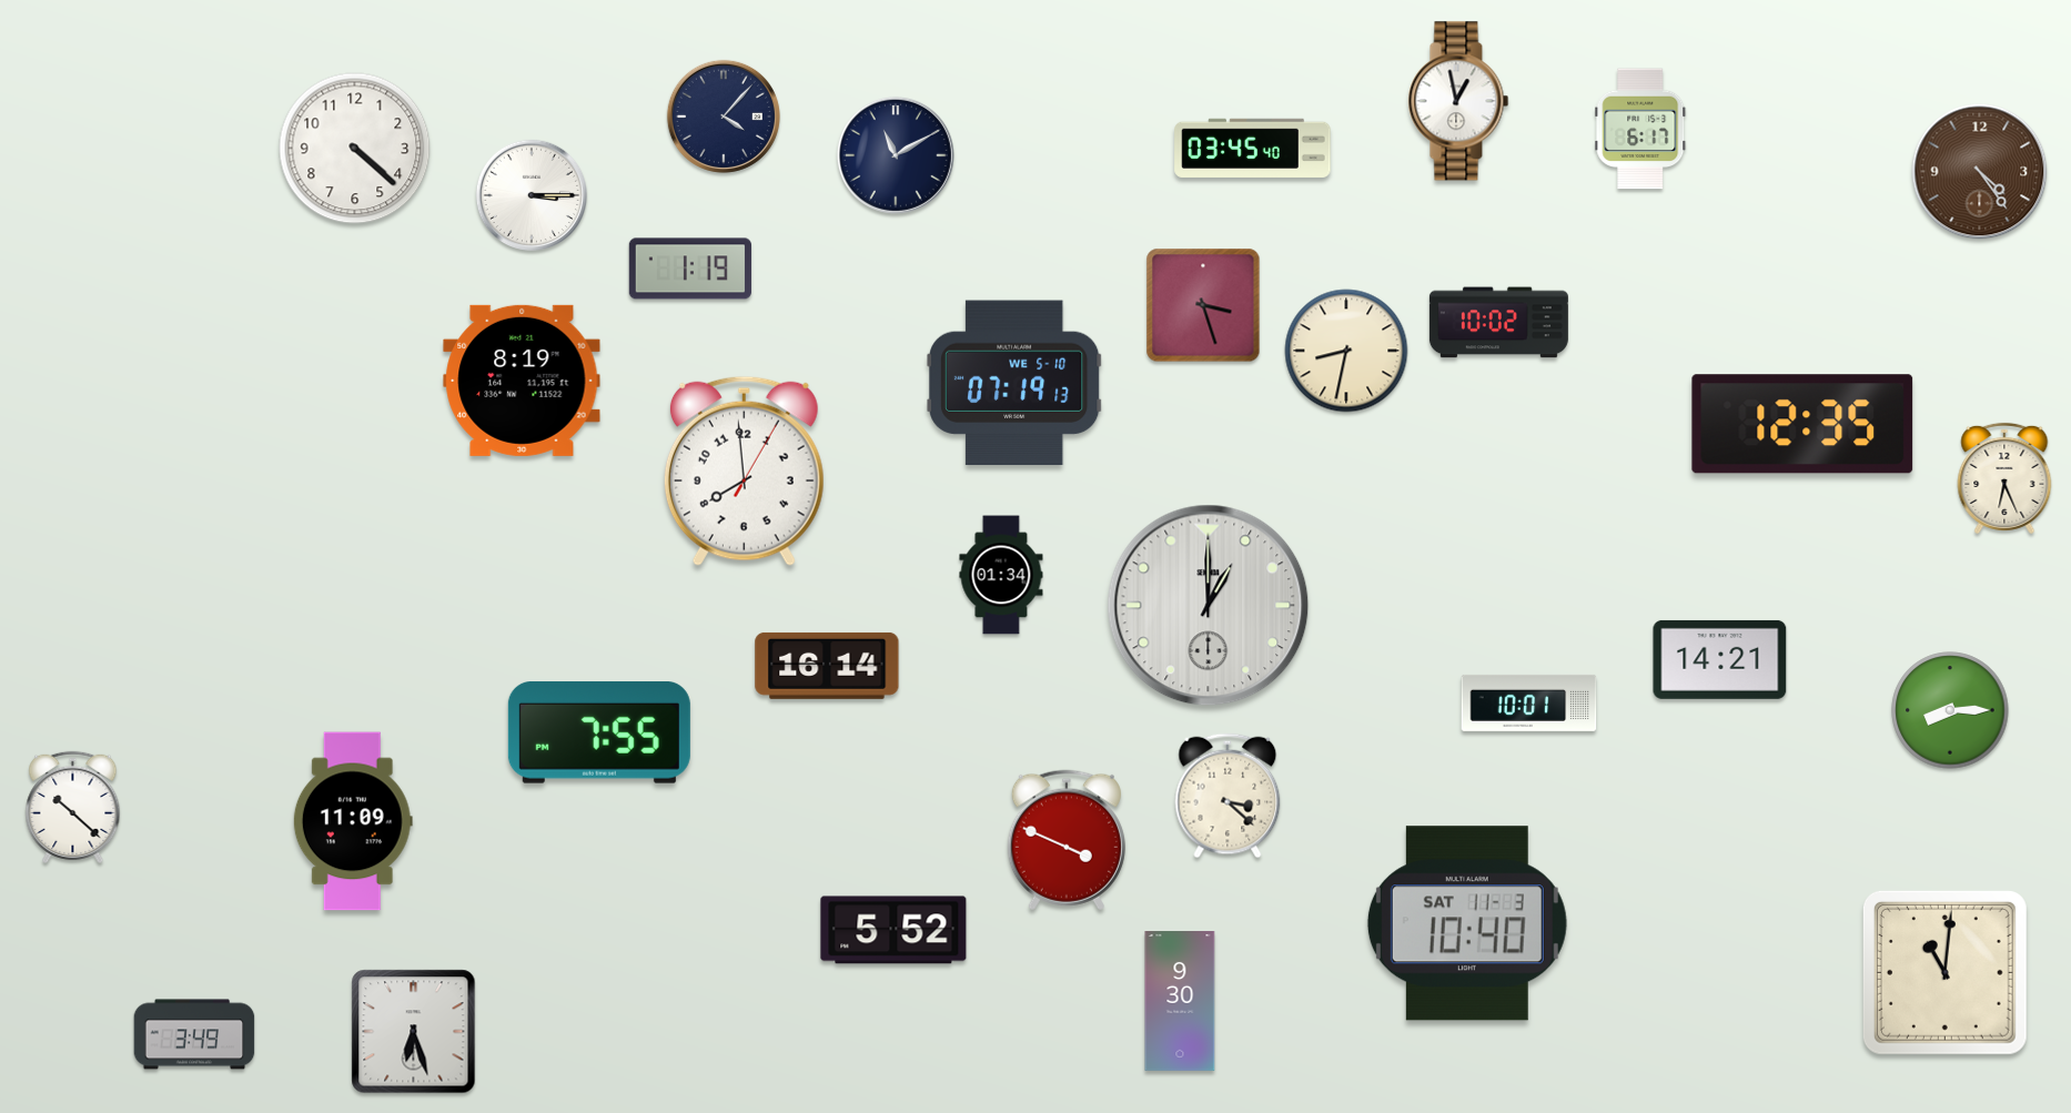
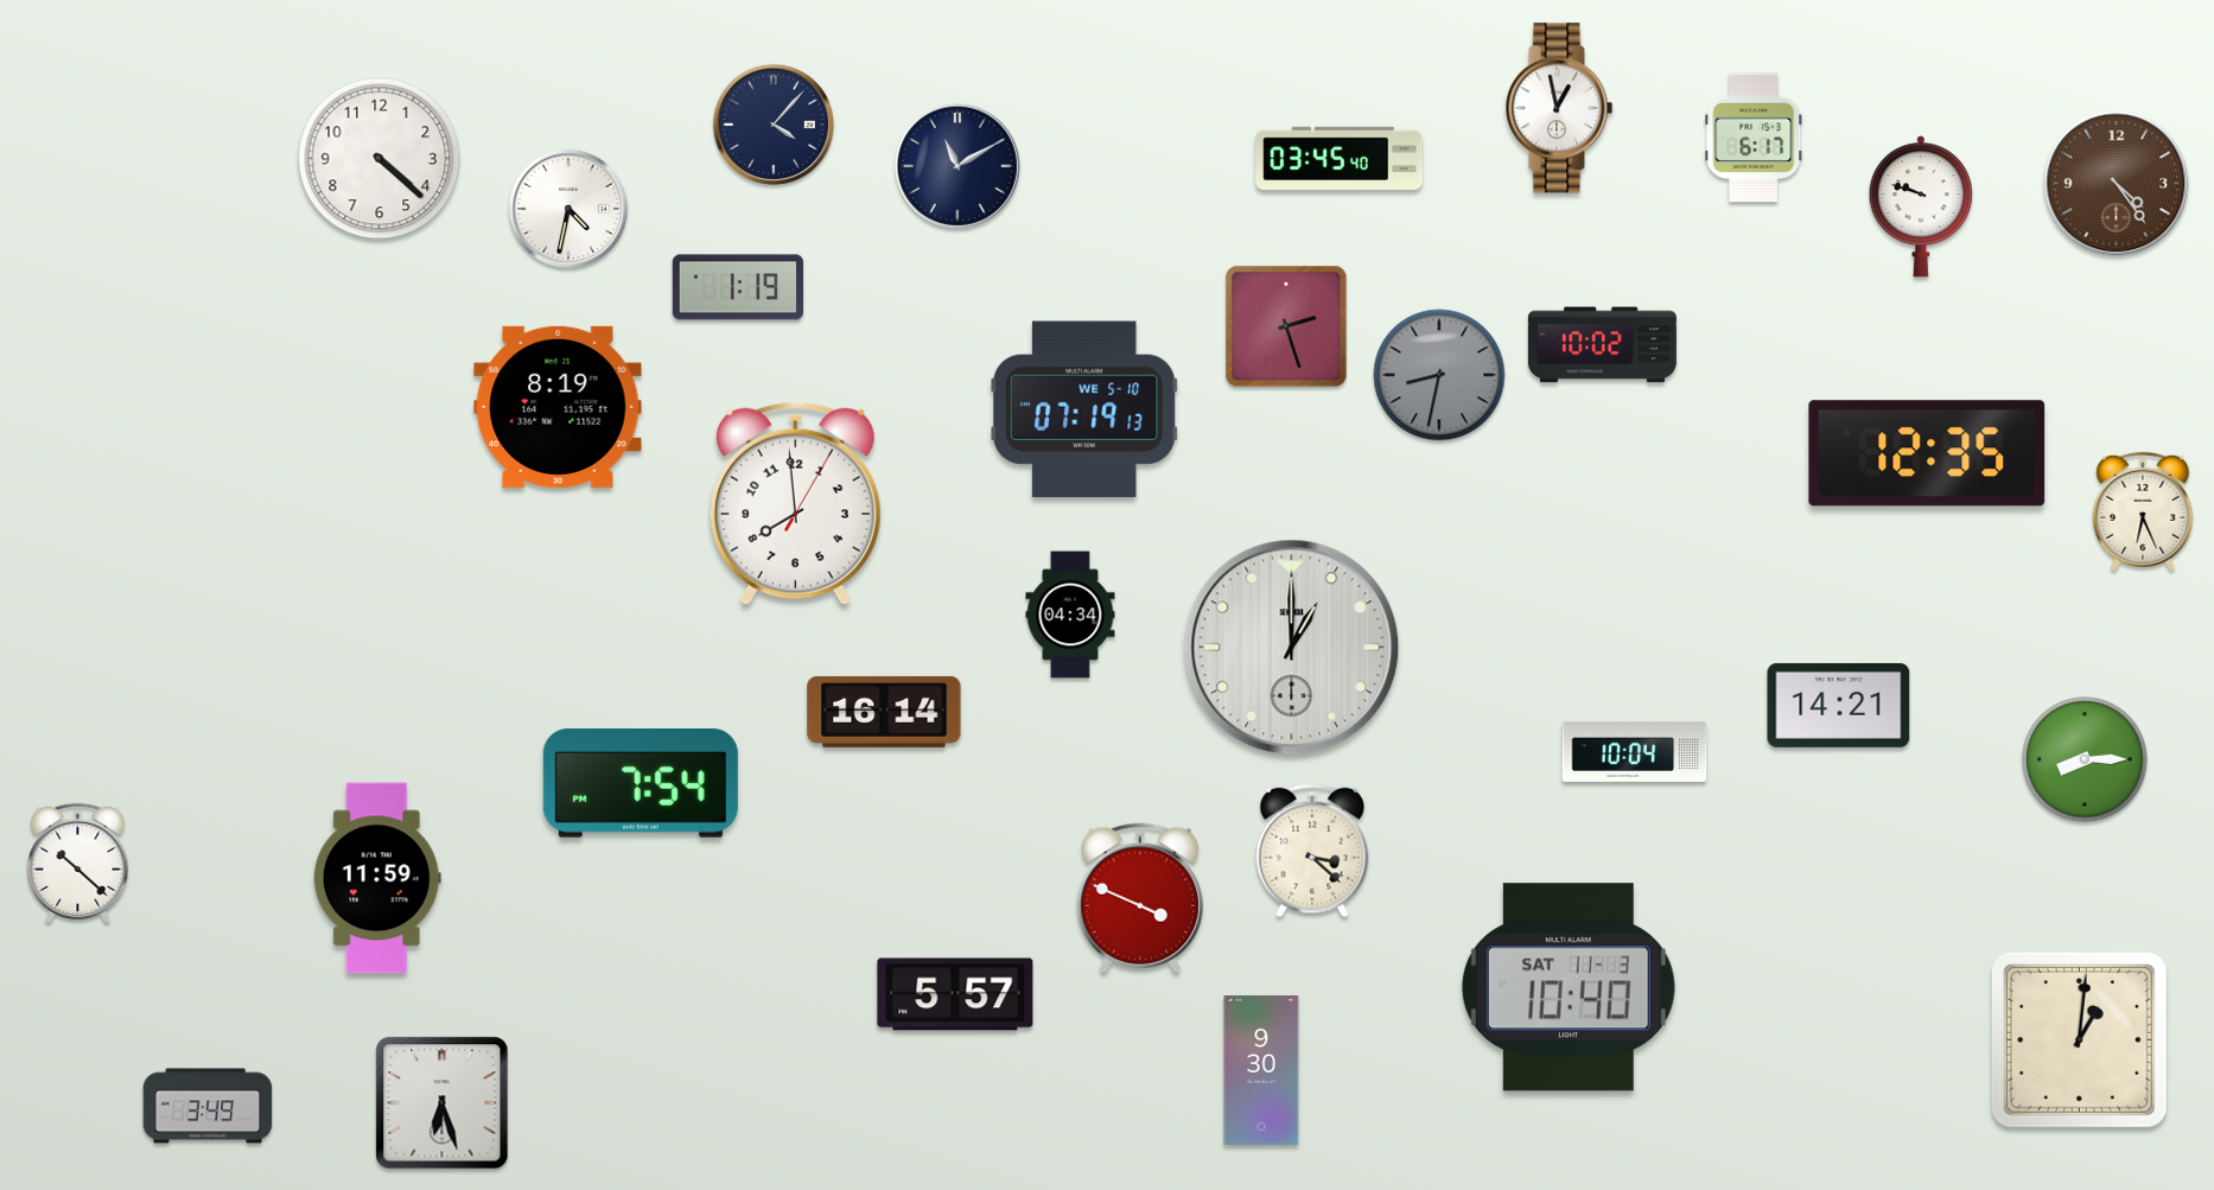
clock at (1920, 206): none -> 9:48
clock at (531, 194): 3:15 -> 4:32
clock at (1203, 305): 3:27 -> 2:27
clock at (1346, 351) dial: cream -> grey
clock at (1001, 575): 01:34 -> 04:34
clock at (1529, 702): 10:01 -> 10:04
clock at (599, 733): 7:55 -> 7:54
clock at (353, 821): 11:09 -> 11:59
clock at (893, 930): 5:52 -> 5:57
clock at (1944, 972): 11:01 -> 1:01
